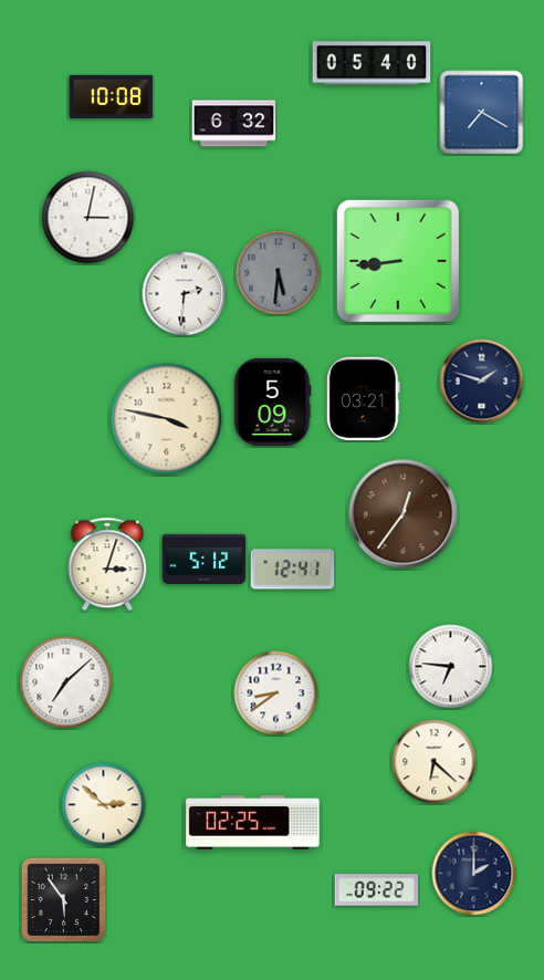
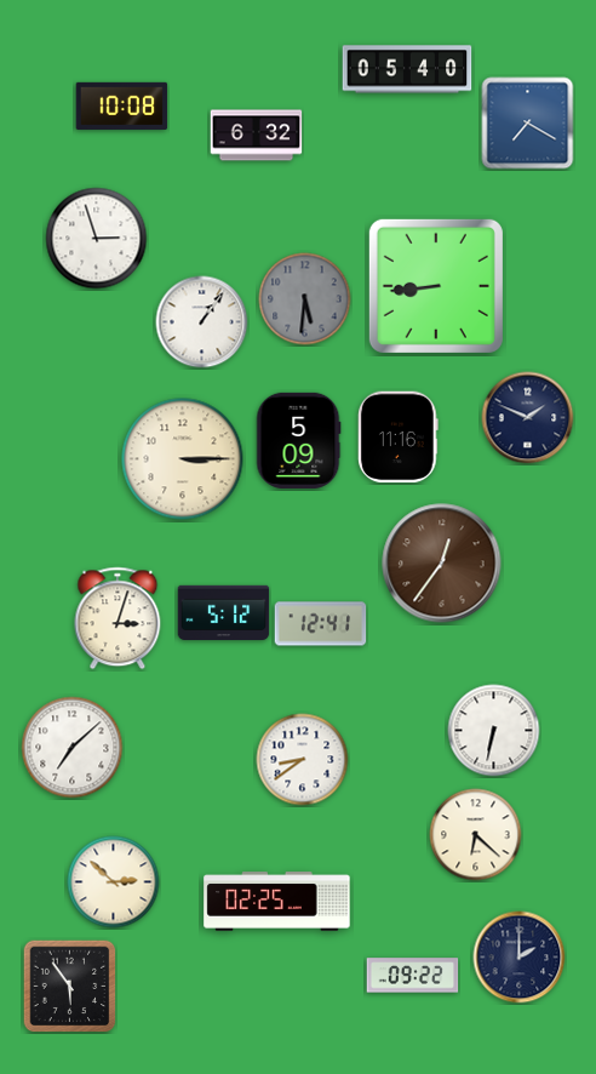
clock at (88, 218): 3:02 -> 2:57
clock at (185, 294): 2:31 -> 1:06
clock at (482, 382): 1:48 -> 1:49
clock at (364, 399): 03:21 -> 11:16
clock at (167, 419): 3:47 -> 3:15
clock at (451, 667): 6:46 -> 6:32
